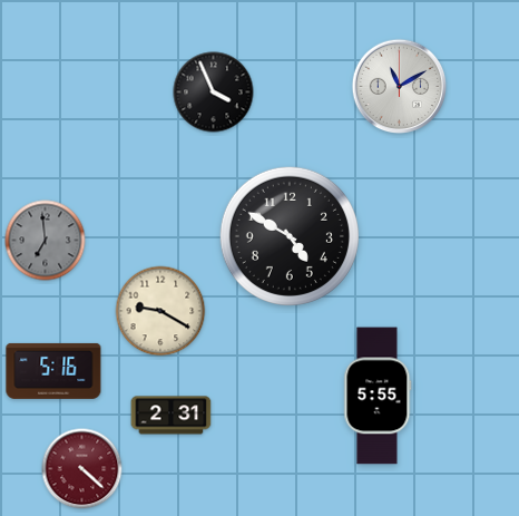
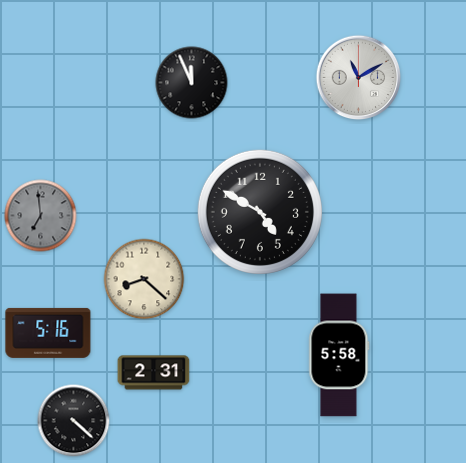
clock at (214, 93): 3:56 -> 11:56
clock at (160, 311): 9:20 -> 8:22
clock at (378, 396): 5:55 -> 5:58
clock at (82, 469) dial: burgundy -> black
